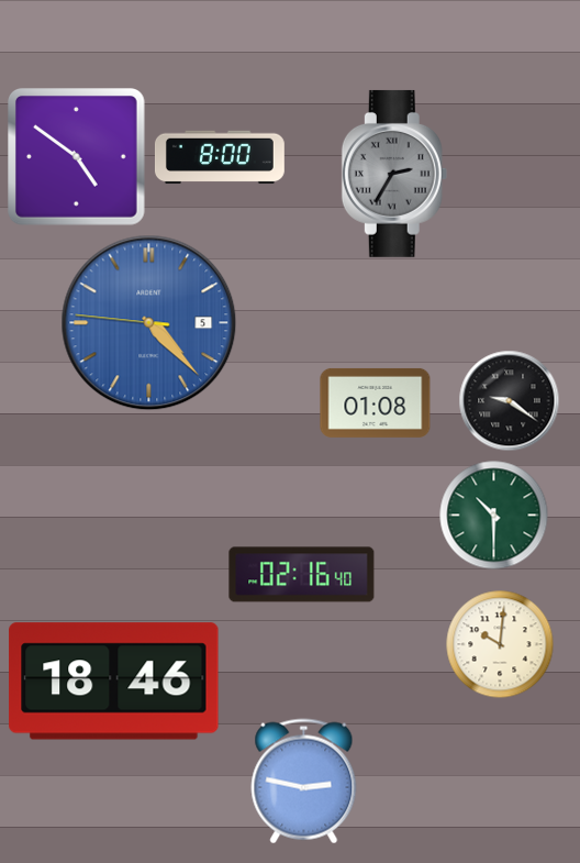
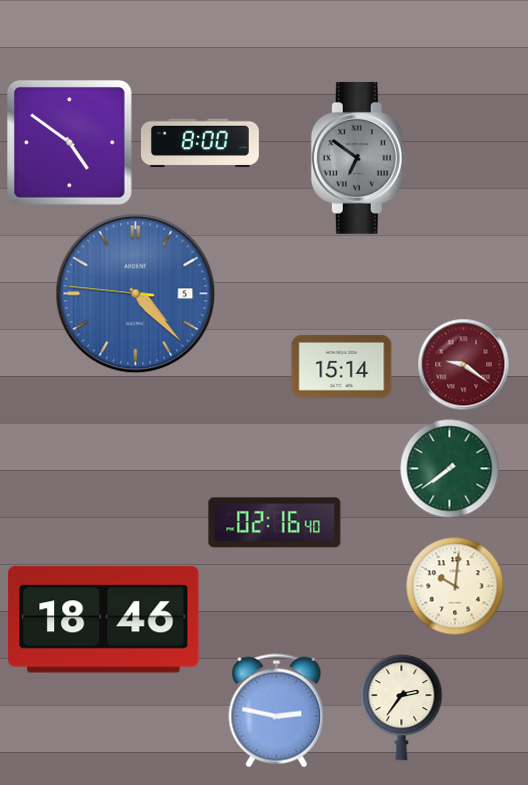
clock at (394, 174): 2:35 -> 6:51
clock at (510, 401) dial: black -> burgundy
clock at (376, 402): 01:08 -> 15:14
clock at (494, 516): 10:30 -> 7:39
clock at (402, 708): none -> 2:36
